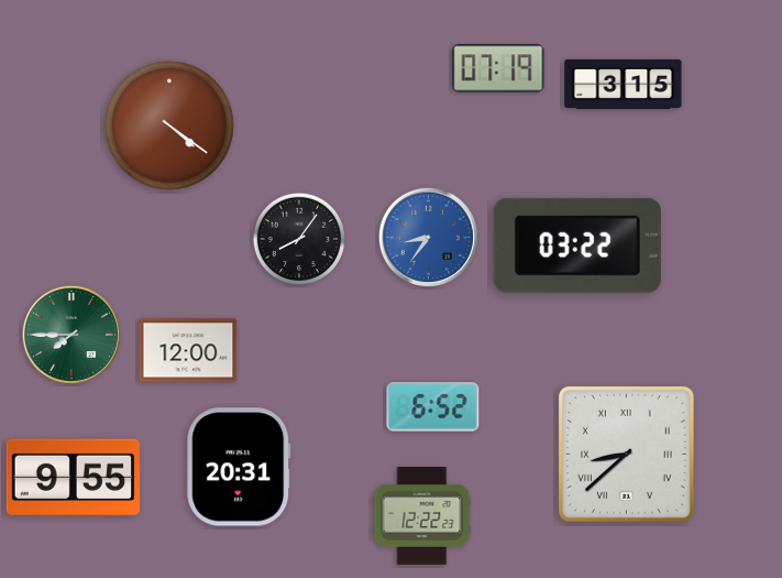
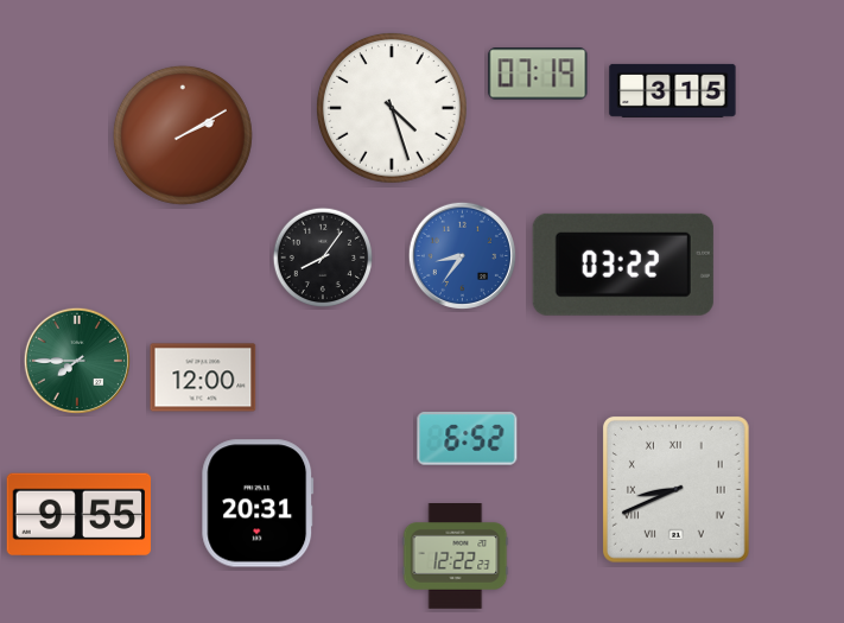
clock at (392, 108): none -> 4:27
clock at (169, 126): 4:21 -> 2:10
clock at (626, 454): 8:38 -> 8:41
